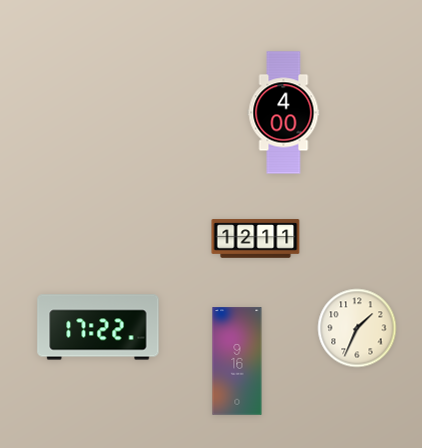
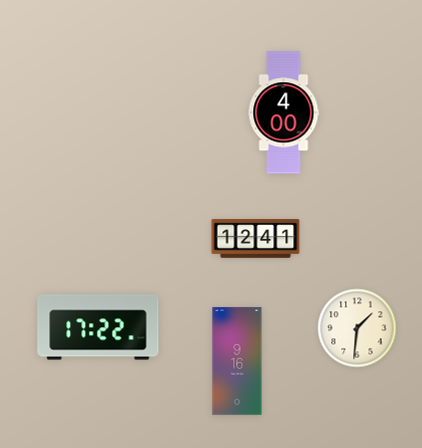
clock at (256, 239): 12:11 -> 12:41
clock at (357, 328): 1:34 -> 1:31
